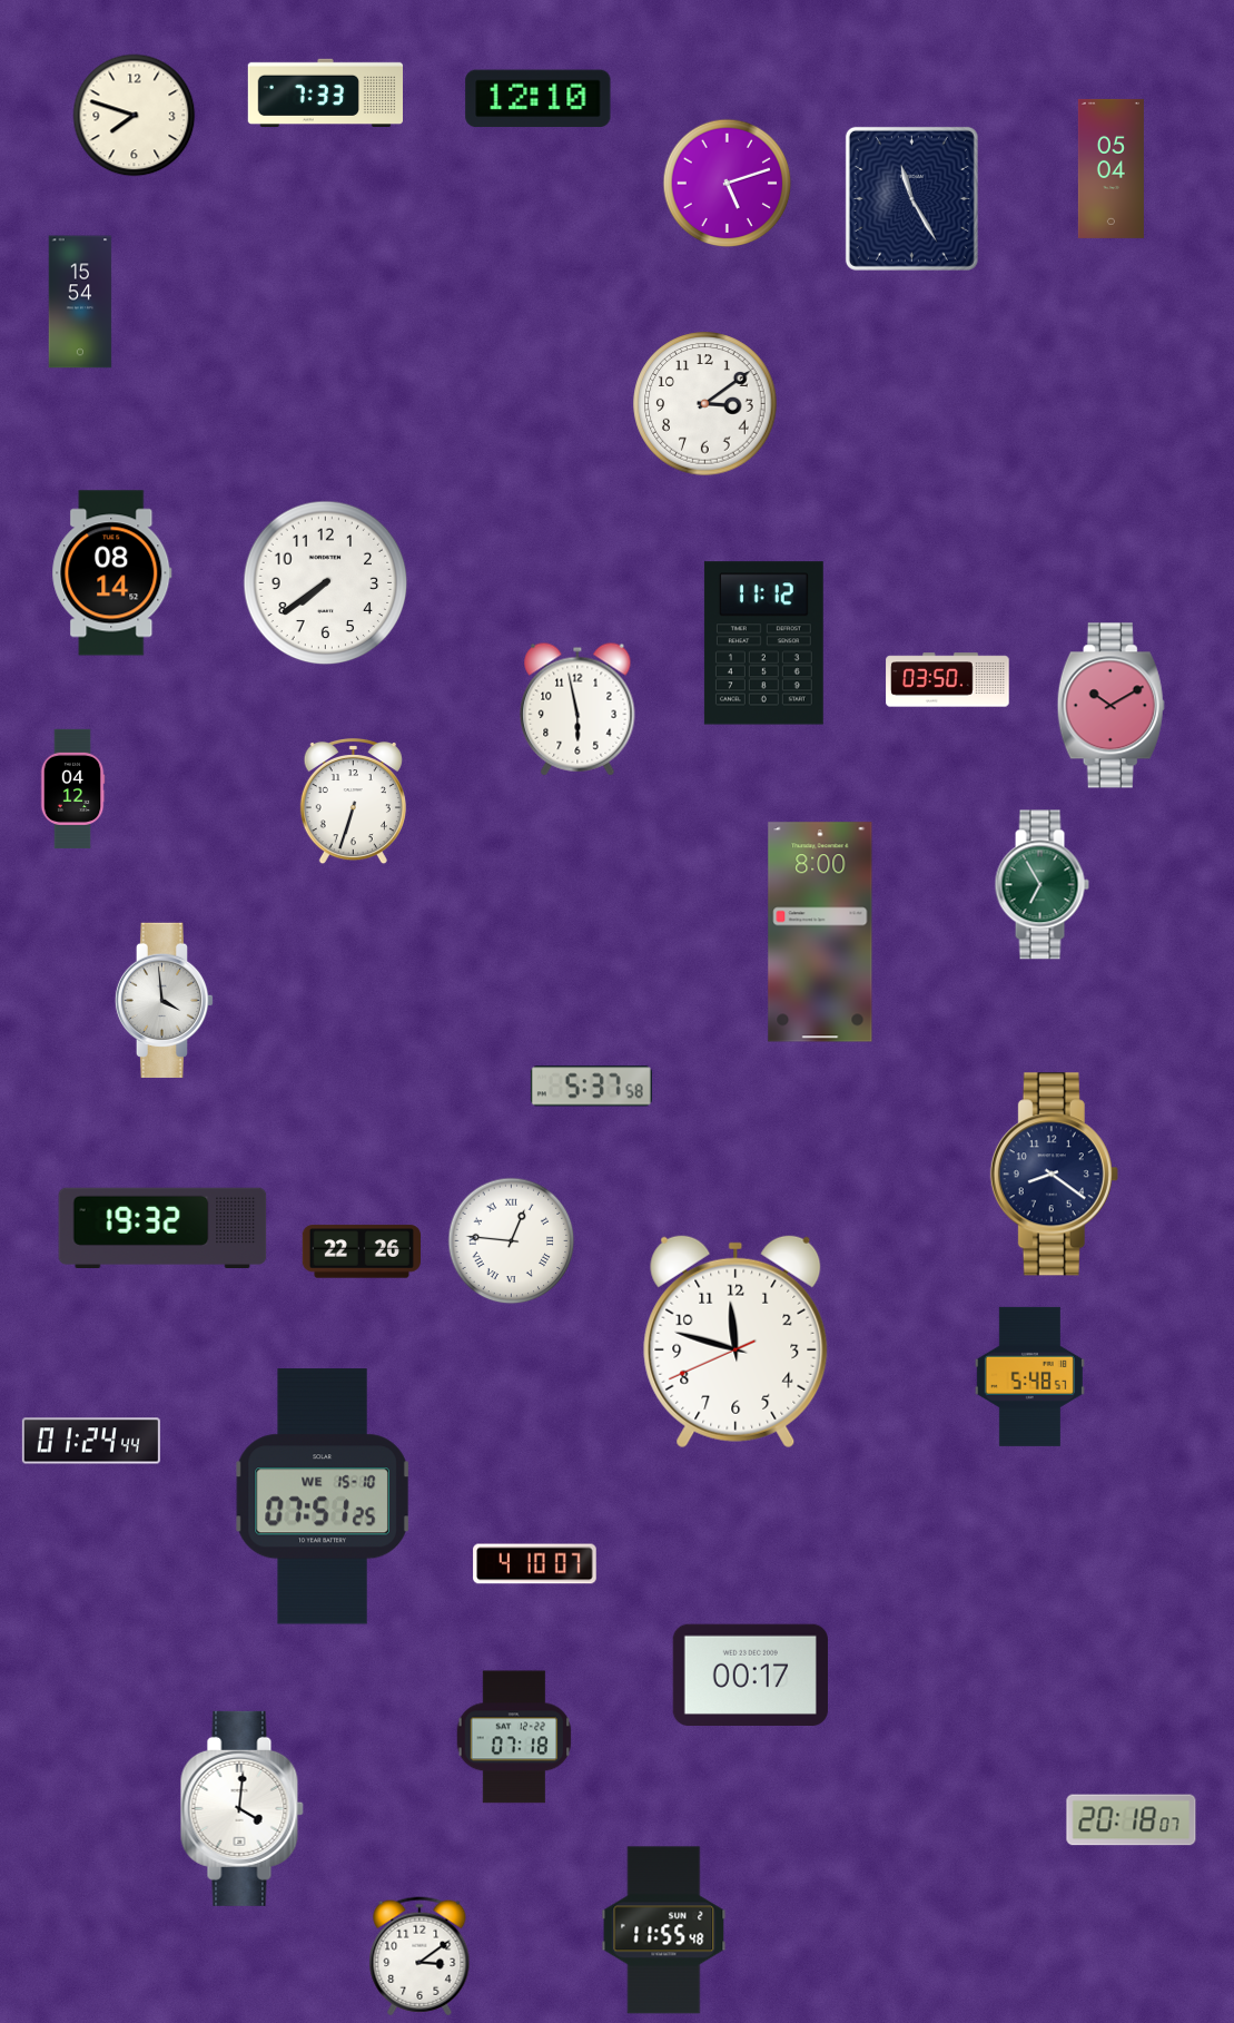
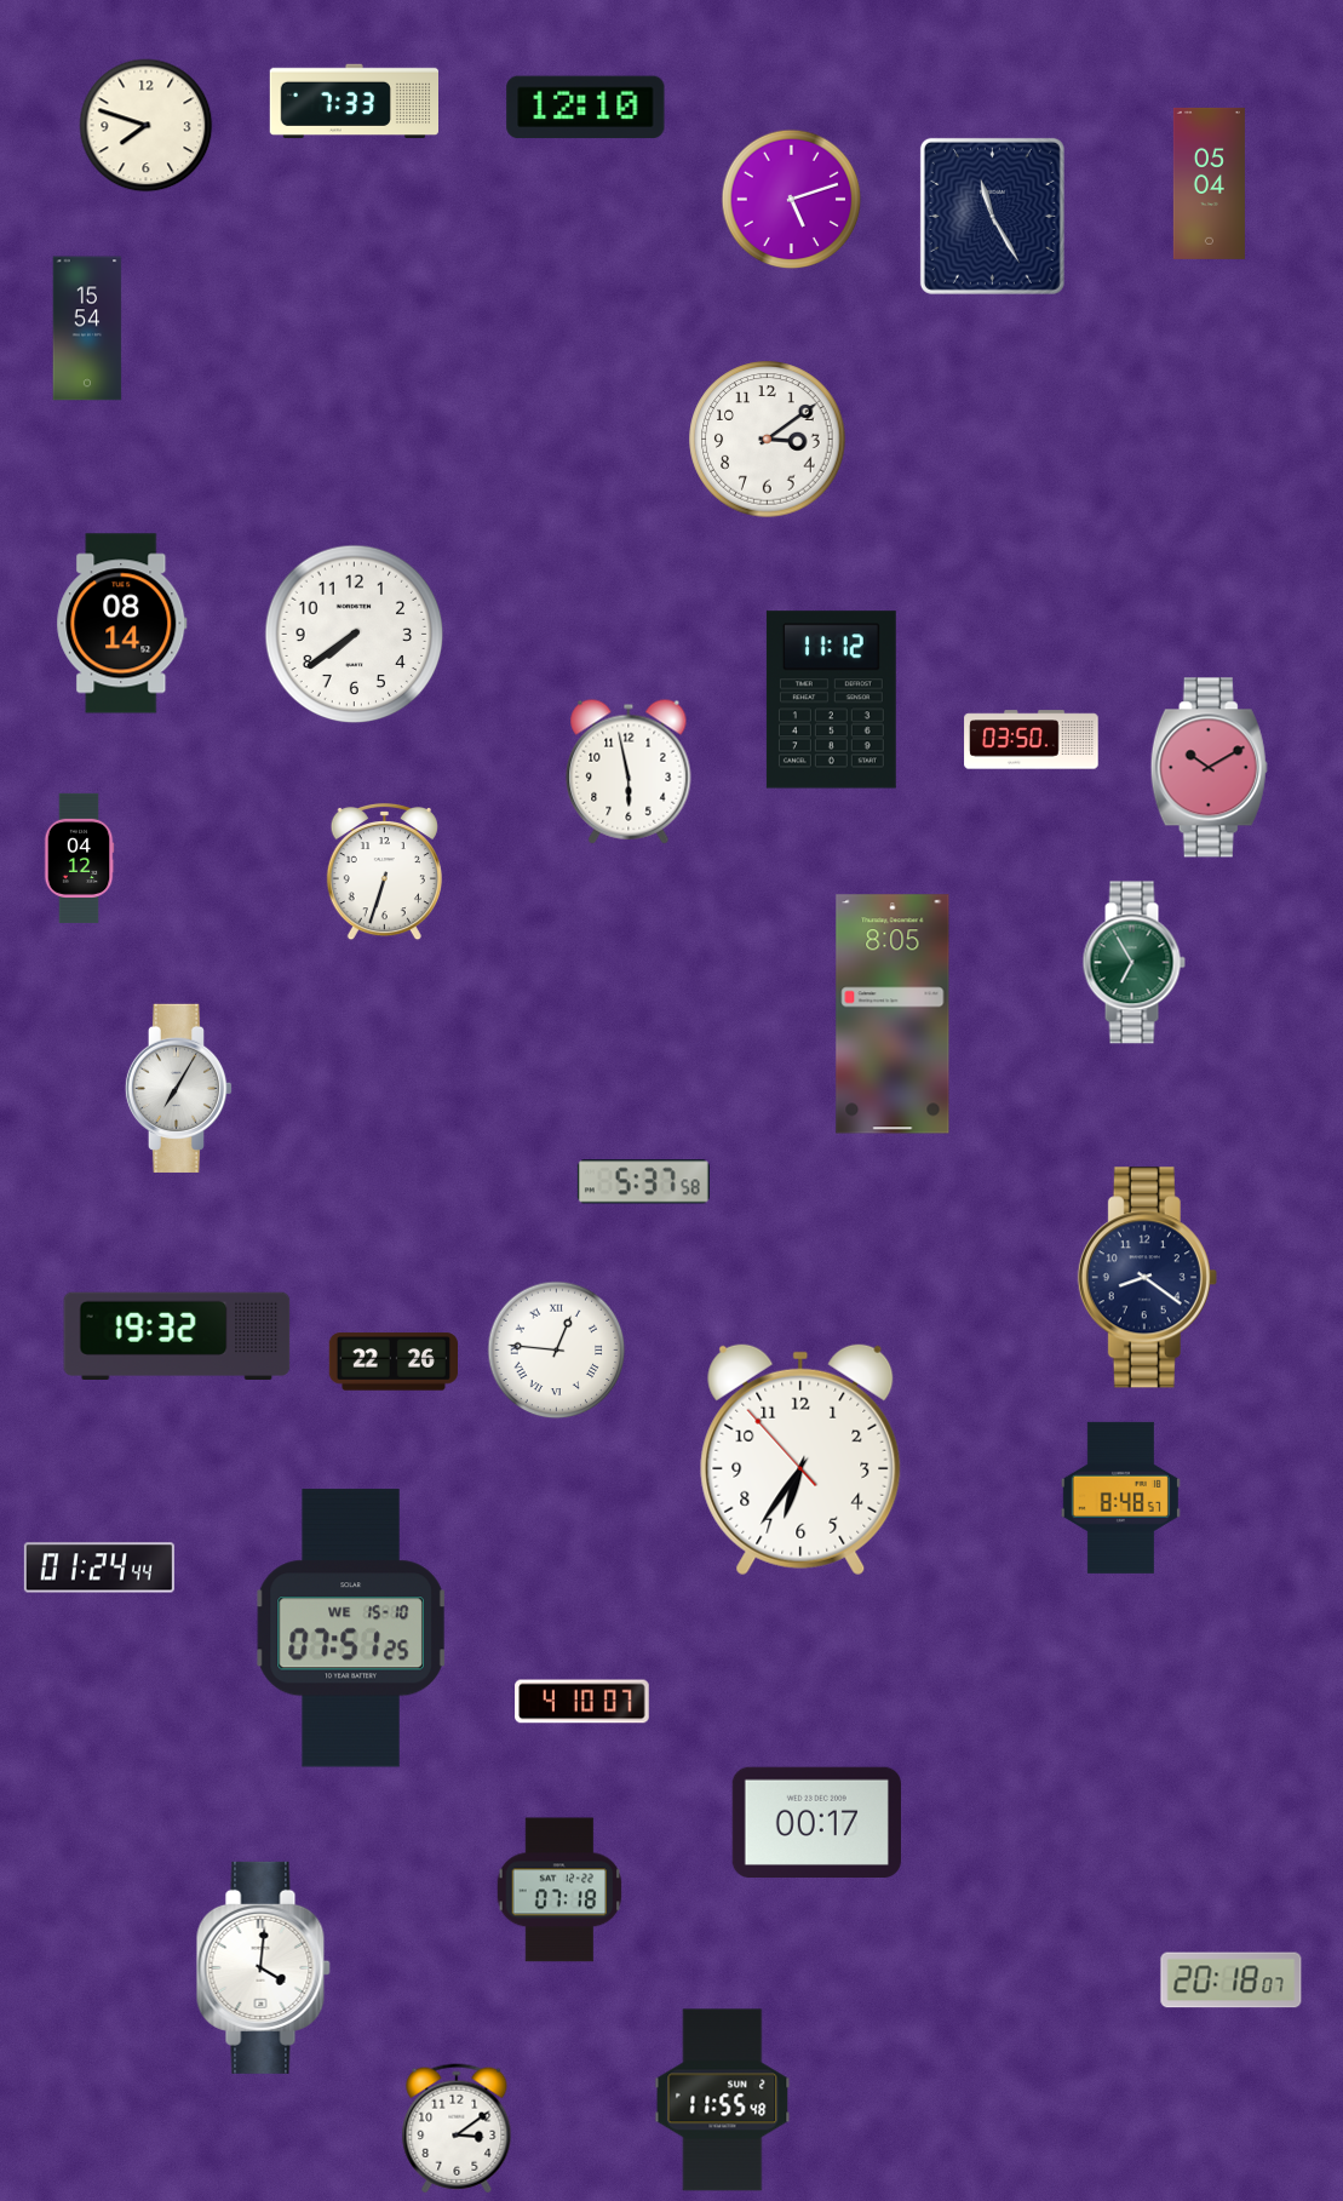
clock at (820, 932): 8:00 -> 8:05
clock at (165, 1000): 3:59 -> 7:05
clock at (736, 1342): 11:47 -> 6:35
clock at (1029, 1376): 5:48 -> 8:48
